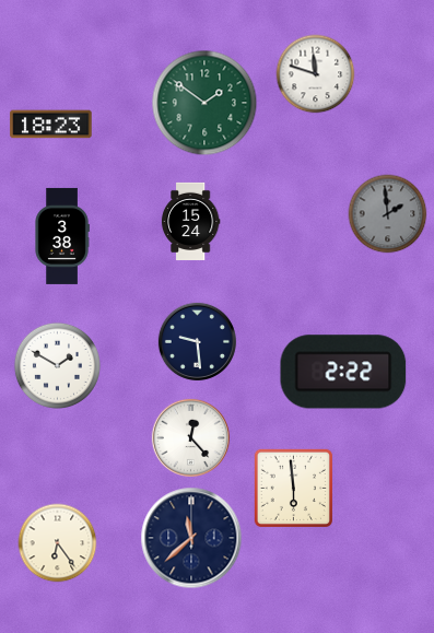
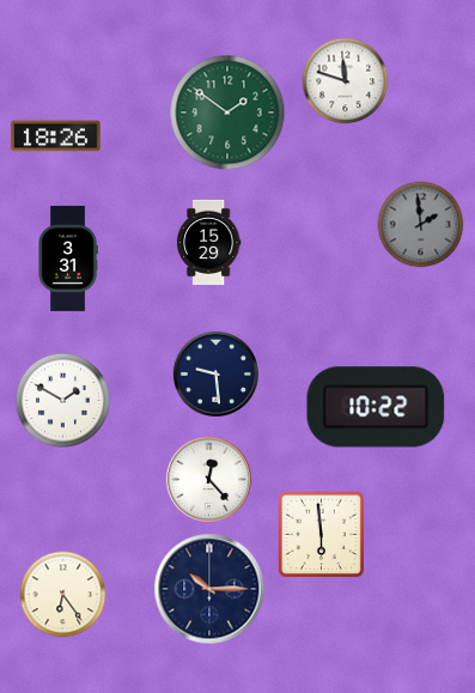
clock at (204, 103) position: (204, 103) -> (227, 113)
clock at (51, 125): 18:23 -> 18:26
clock at (388, 214) position: (388, 214) -> (421, 225)
clock at (190, 221): 15:24 -> 15:29
clock at (62, 236): 3:38 -> 3:31
clock at (343, 372): 2:22 -> 10:22
clock at (191, 538): 11:38 -> 10:15
